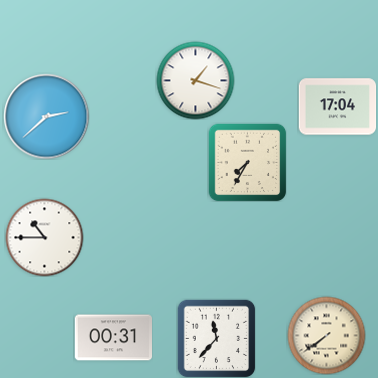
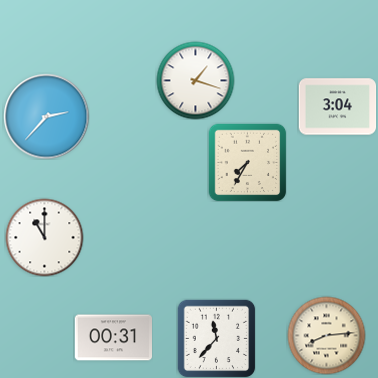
clock at (337, 107): 17:04 -> 3:04
clock at (46, 116): 2:38 -> 2:37
clock at (44, 237): 10:45 -> 11:00
clock at (326, 335): 7:39 -> 8:14
